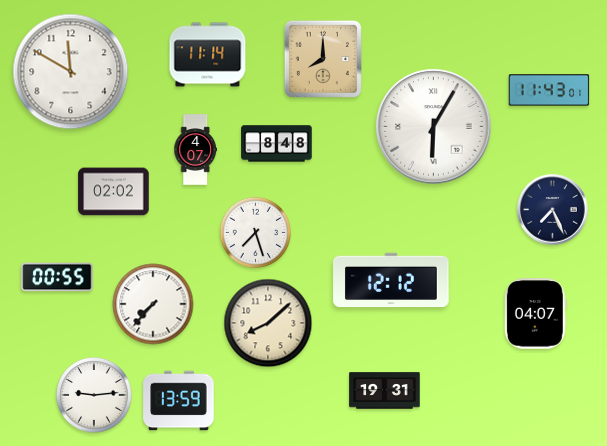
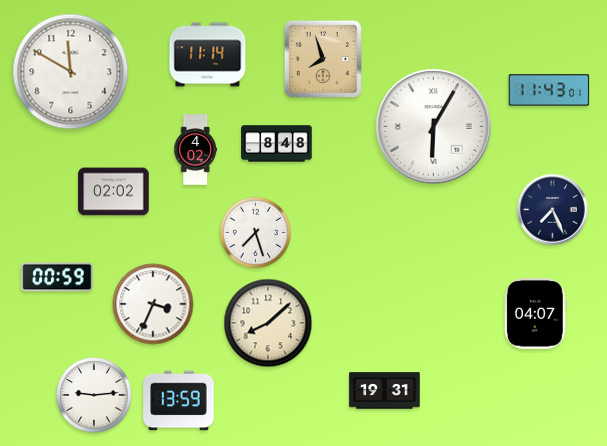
clock at (323, 59): 8:00 -> 7:57
clock at (195, 150): 4:07 -> 4:02
clock at (57, 277): 00:55 -> 00:59
clock at (391, 280): 12:12 -> none
clock at (153, 304): 7:37 -> 3:34
